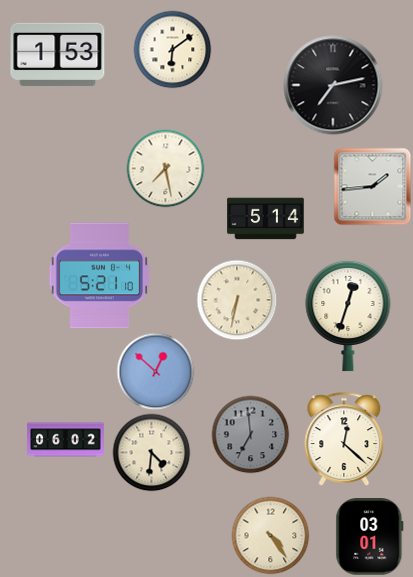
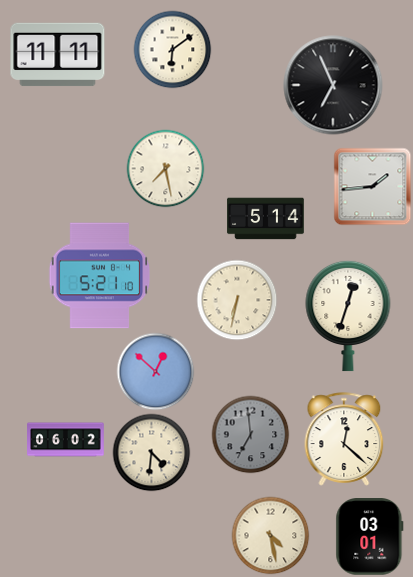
clock at (58, 55): 1:53 -> 11:11
clock at (333, 85): 7:13 -> 6:56
clock at (270, 535): 4:24 -> 4:28
